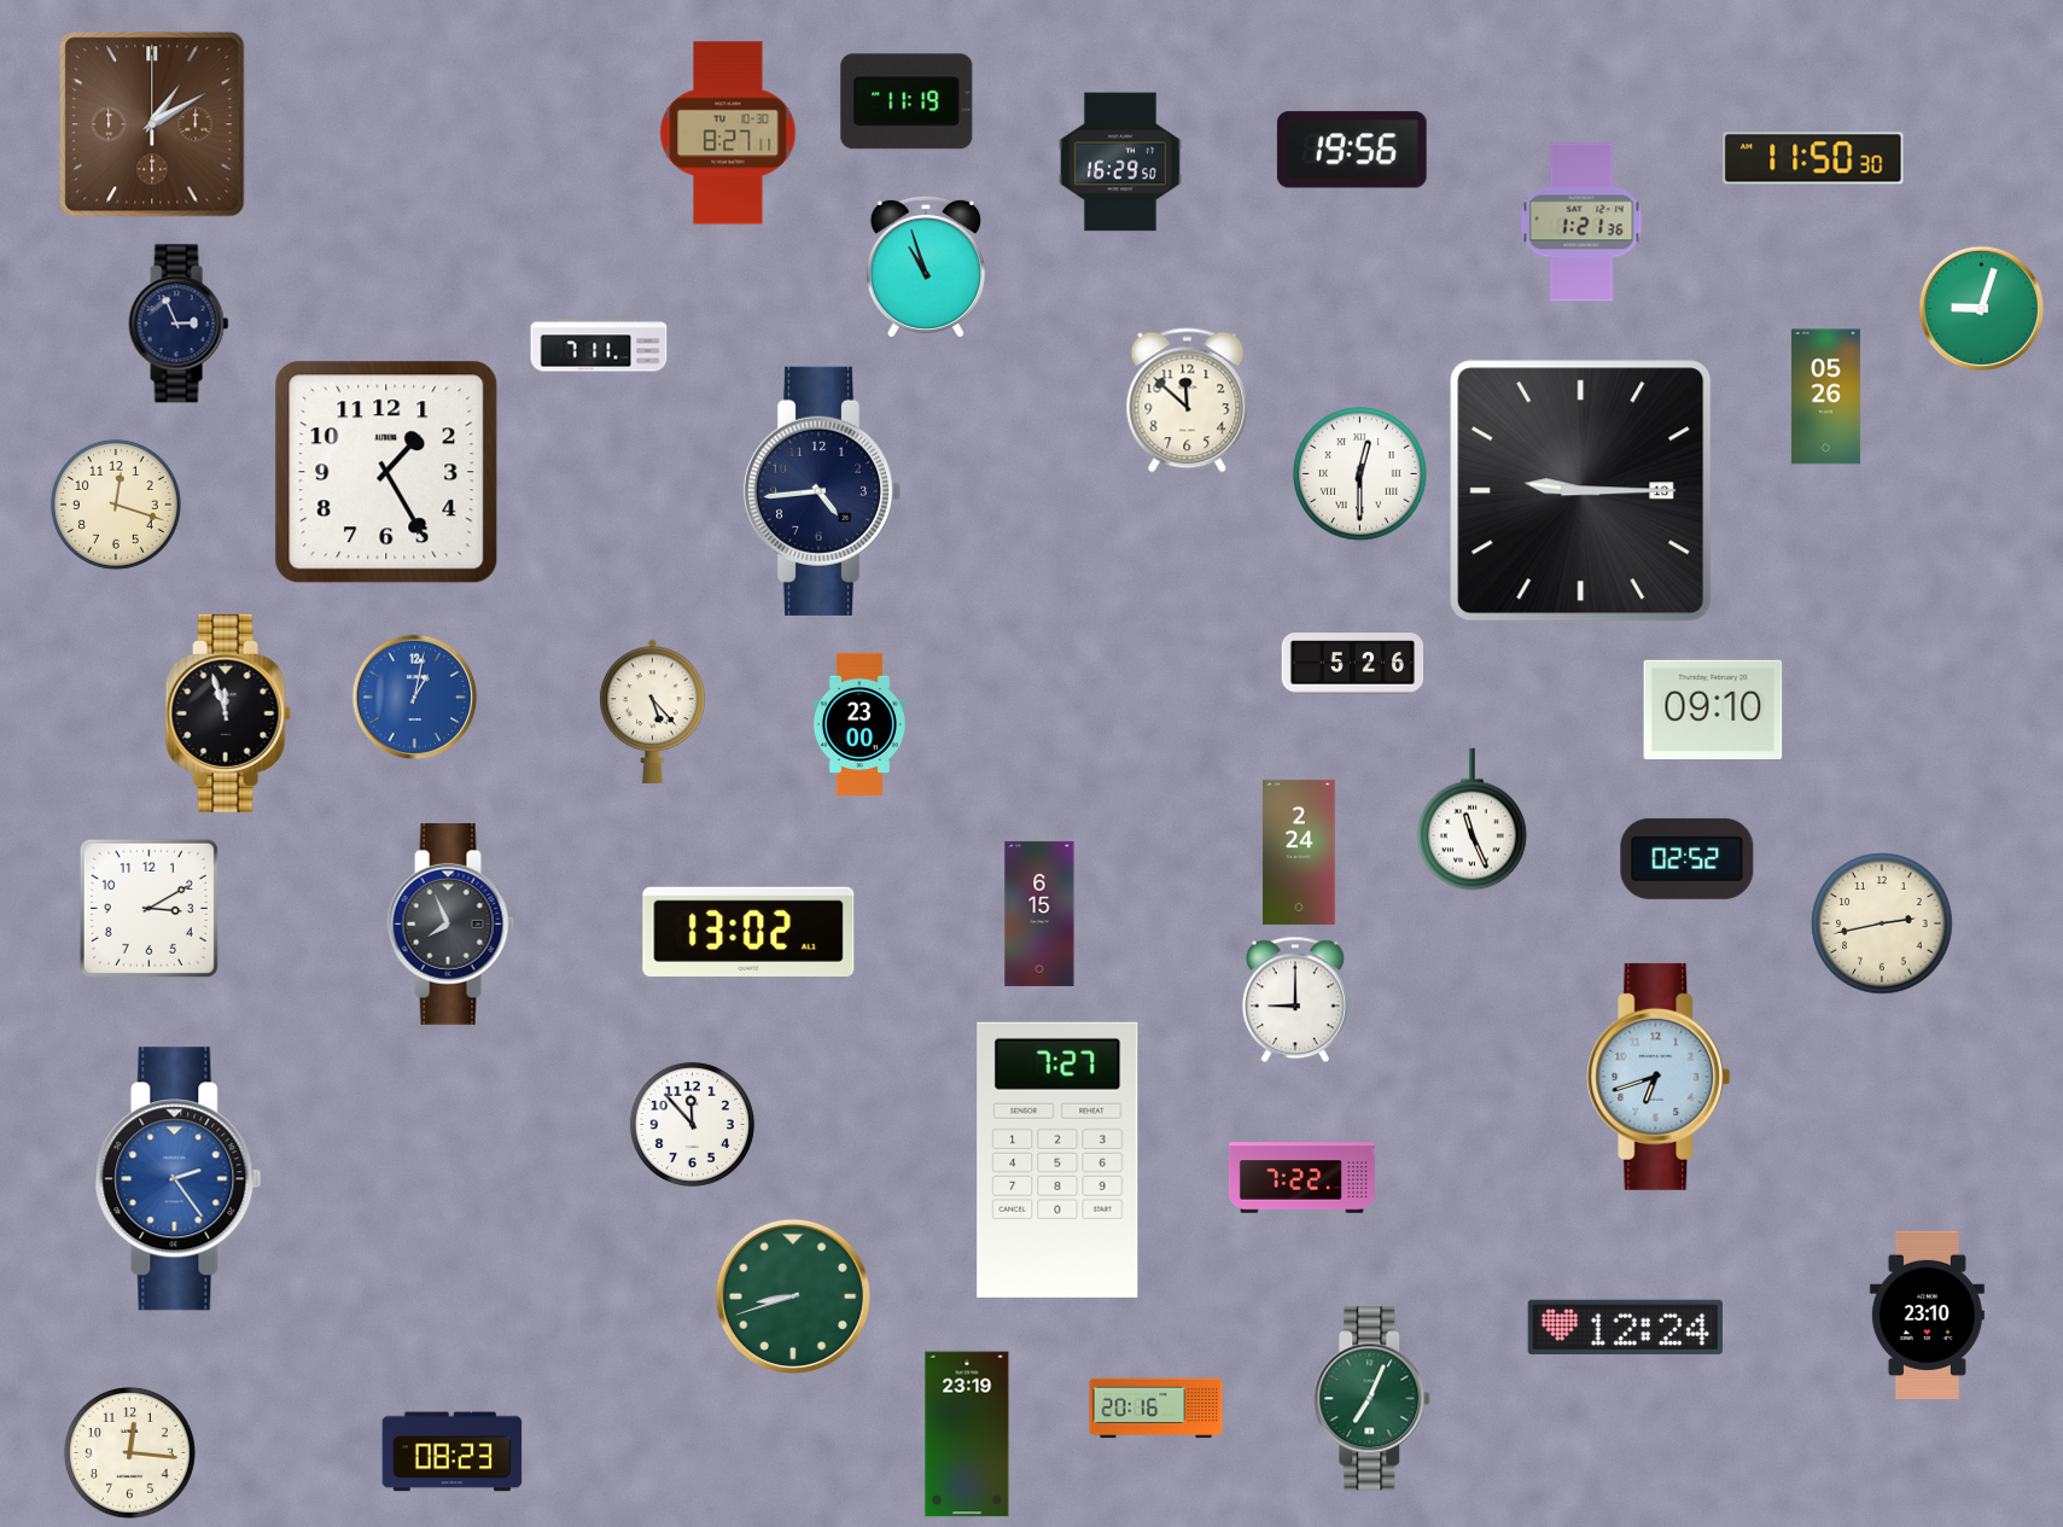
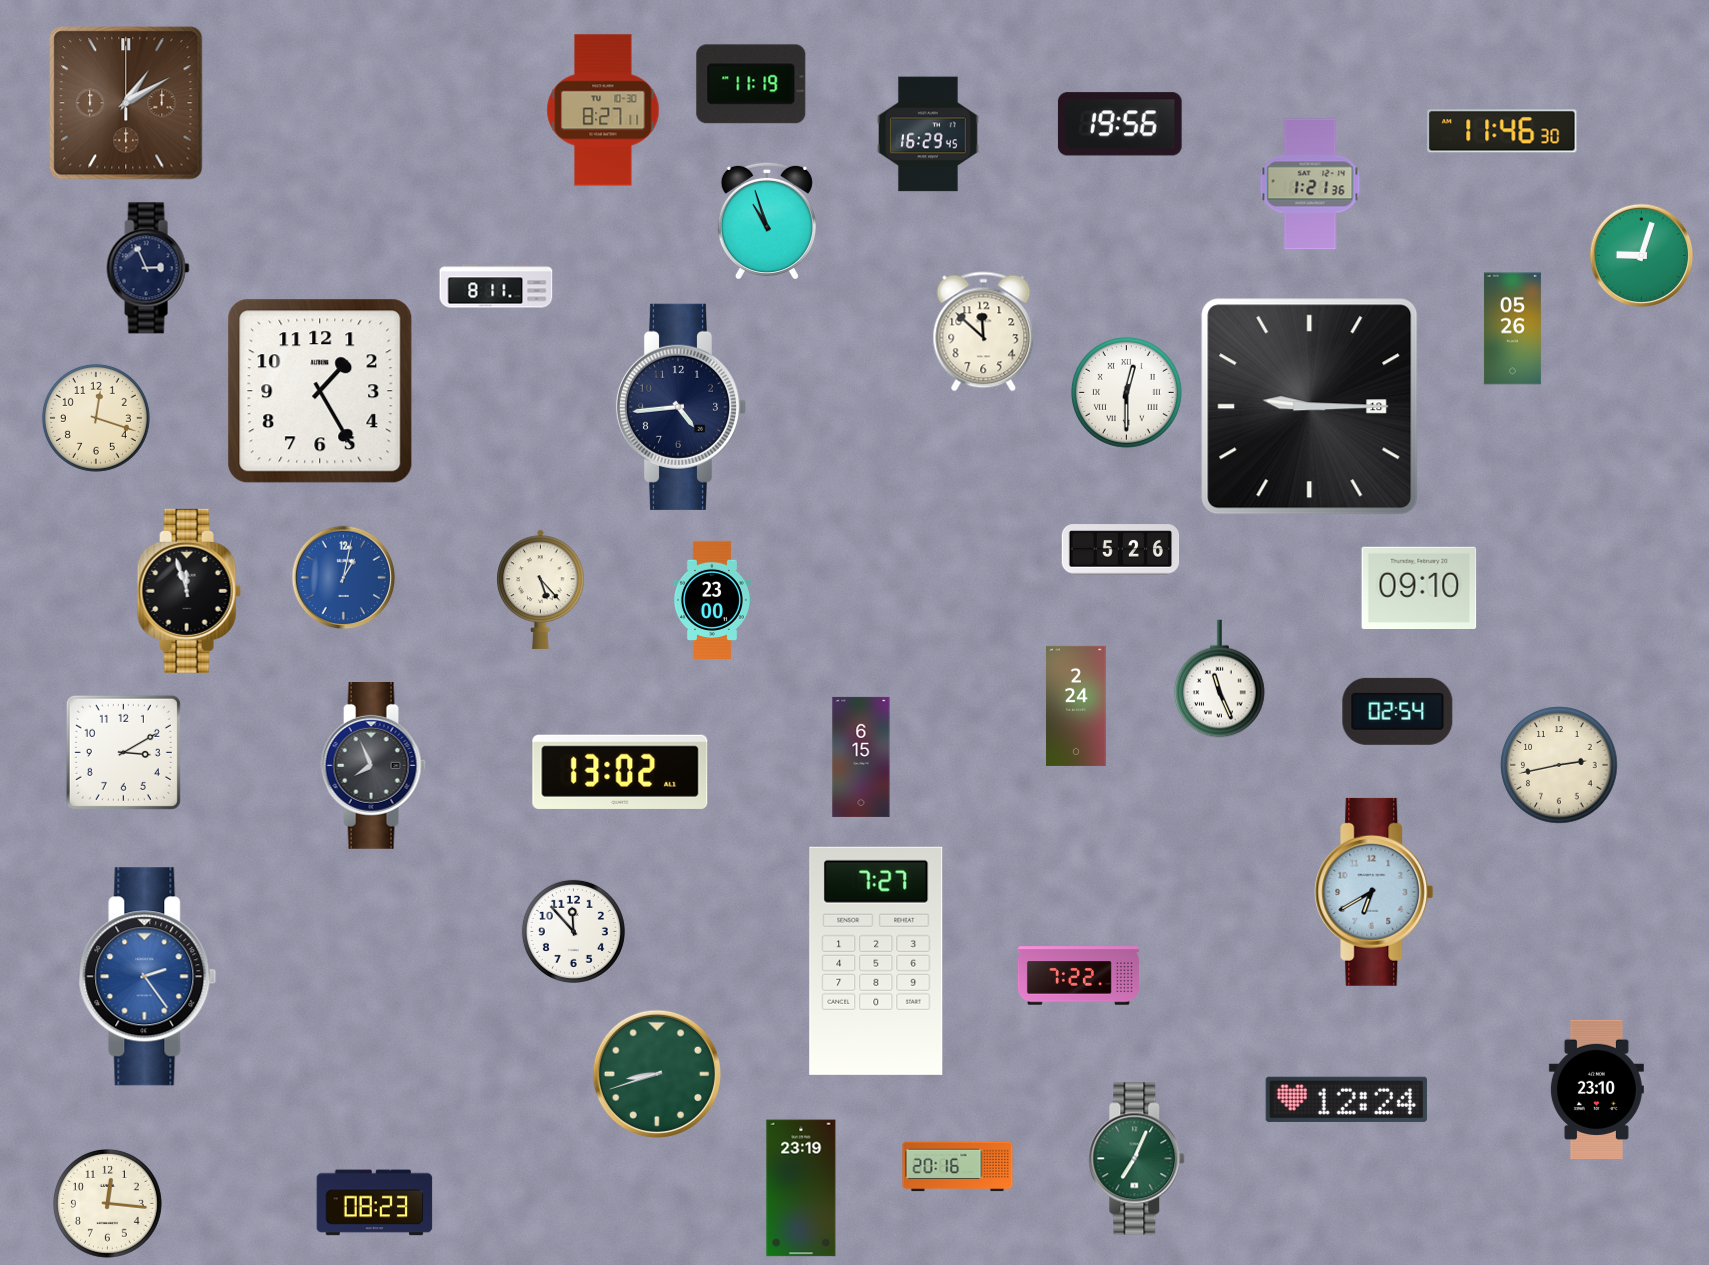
clock at (1813, 158): 11:50 -> 11:46
clock at (1121, 162): 16:29:50 -> 16:29:45
clock at (599, 345): 7:11 -> 8:11
clock at (1688, 858): 02:52 -> 02:54
clock at (1295, 999): 9:00 -> none
clock at (1659, 1077): 6:42 -> 6:40
